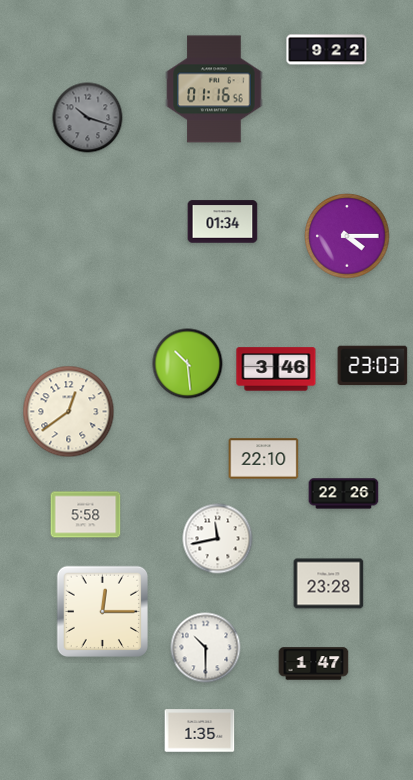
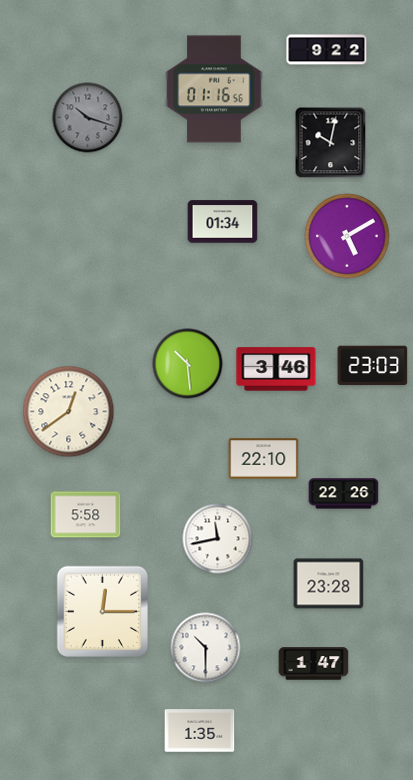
clock at (331, 143): none -> 10:02
clock at (347, 236): 4:15 -> 5:10
